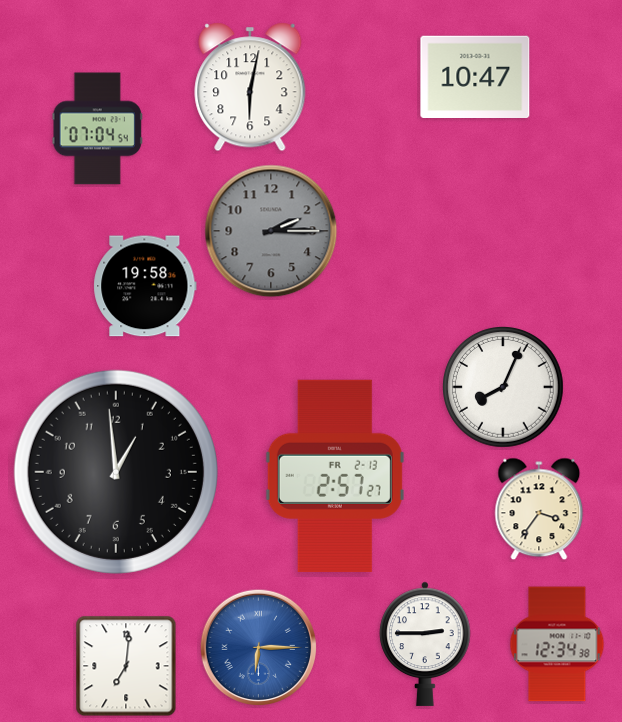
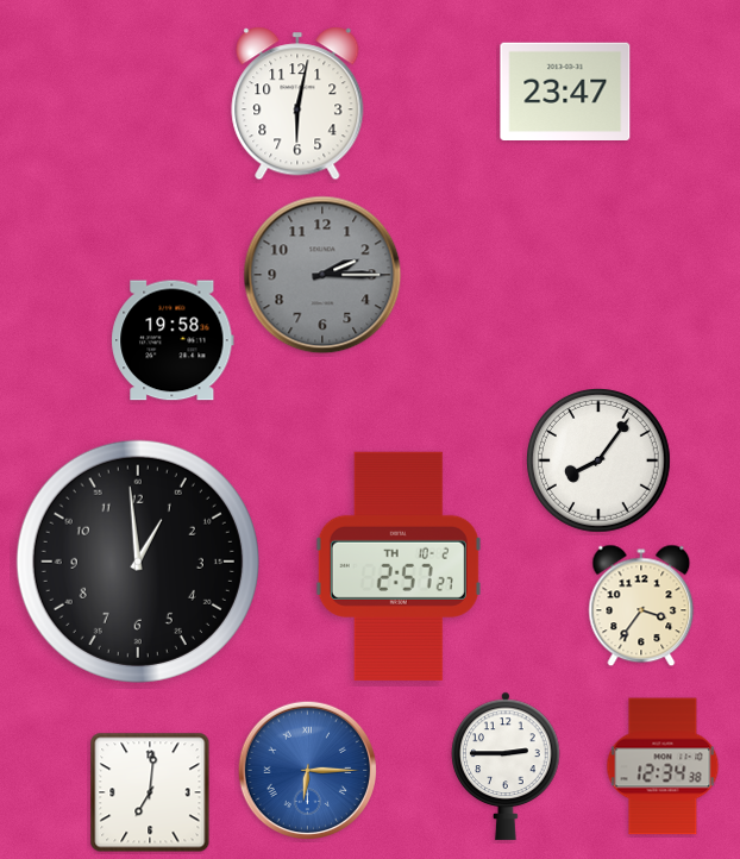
clock at (475, 76): 10:47 -> 23:47
clock at (97, 129): 07:04 -> none
clock at (504, 388): 8:04 -> 8:06
clock at (335, 476) date: FR 2-13 -> TH 10-2
